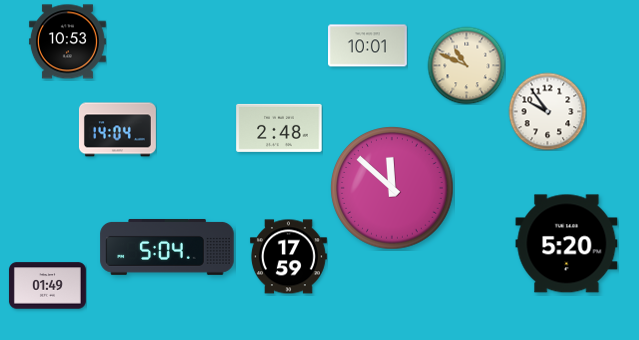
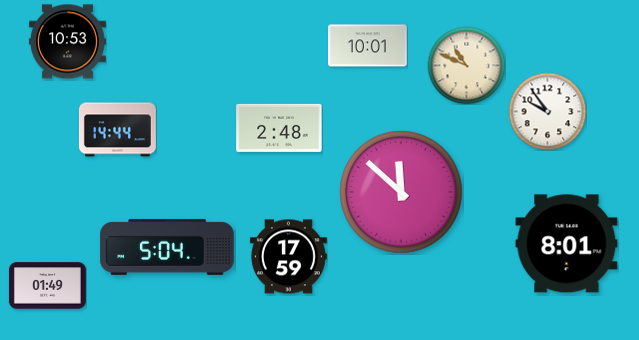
clock at (117, 130): 14:04 -> 14:44
clock at (392, 188) position: (392, 188) -> (401, 192)
clock at (567, 244): 5:20 -> 8:01
